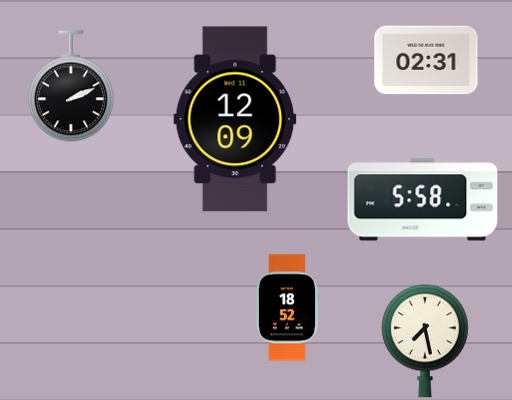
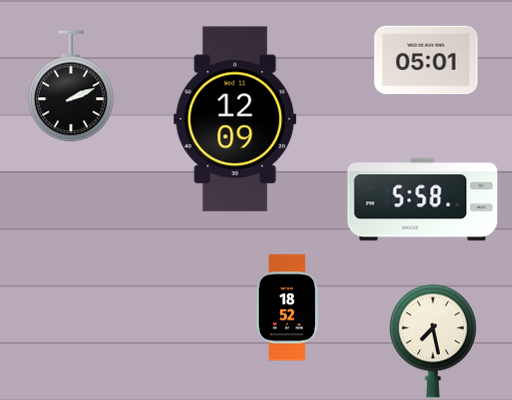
clock at (426, 60): 02:31 -> 05:01
clock at (425, 341) position: (425, 341) -> (433, 341)
